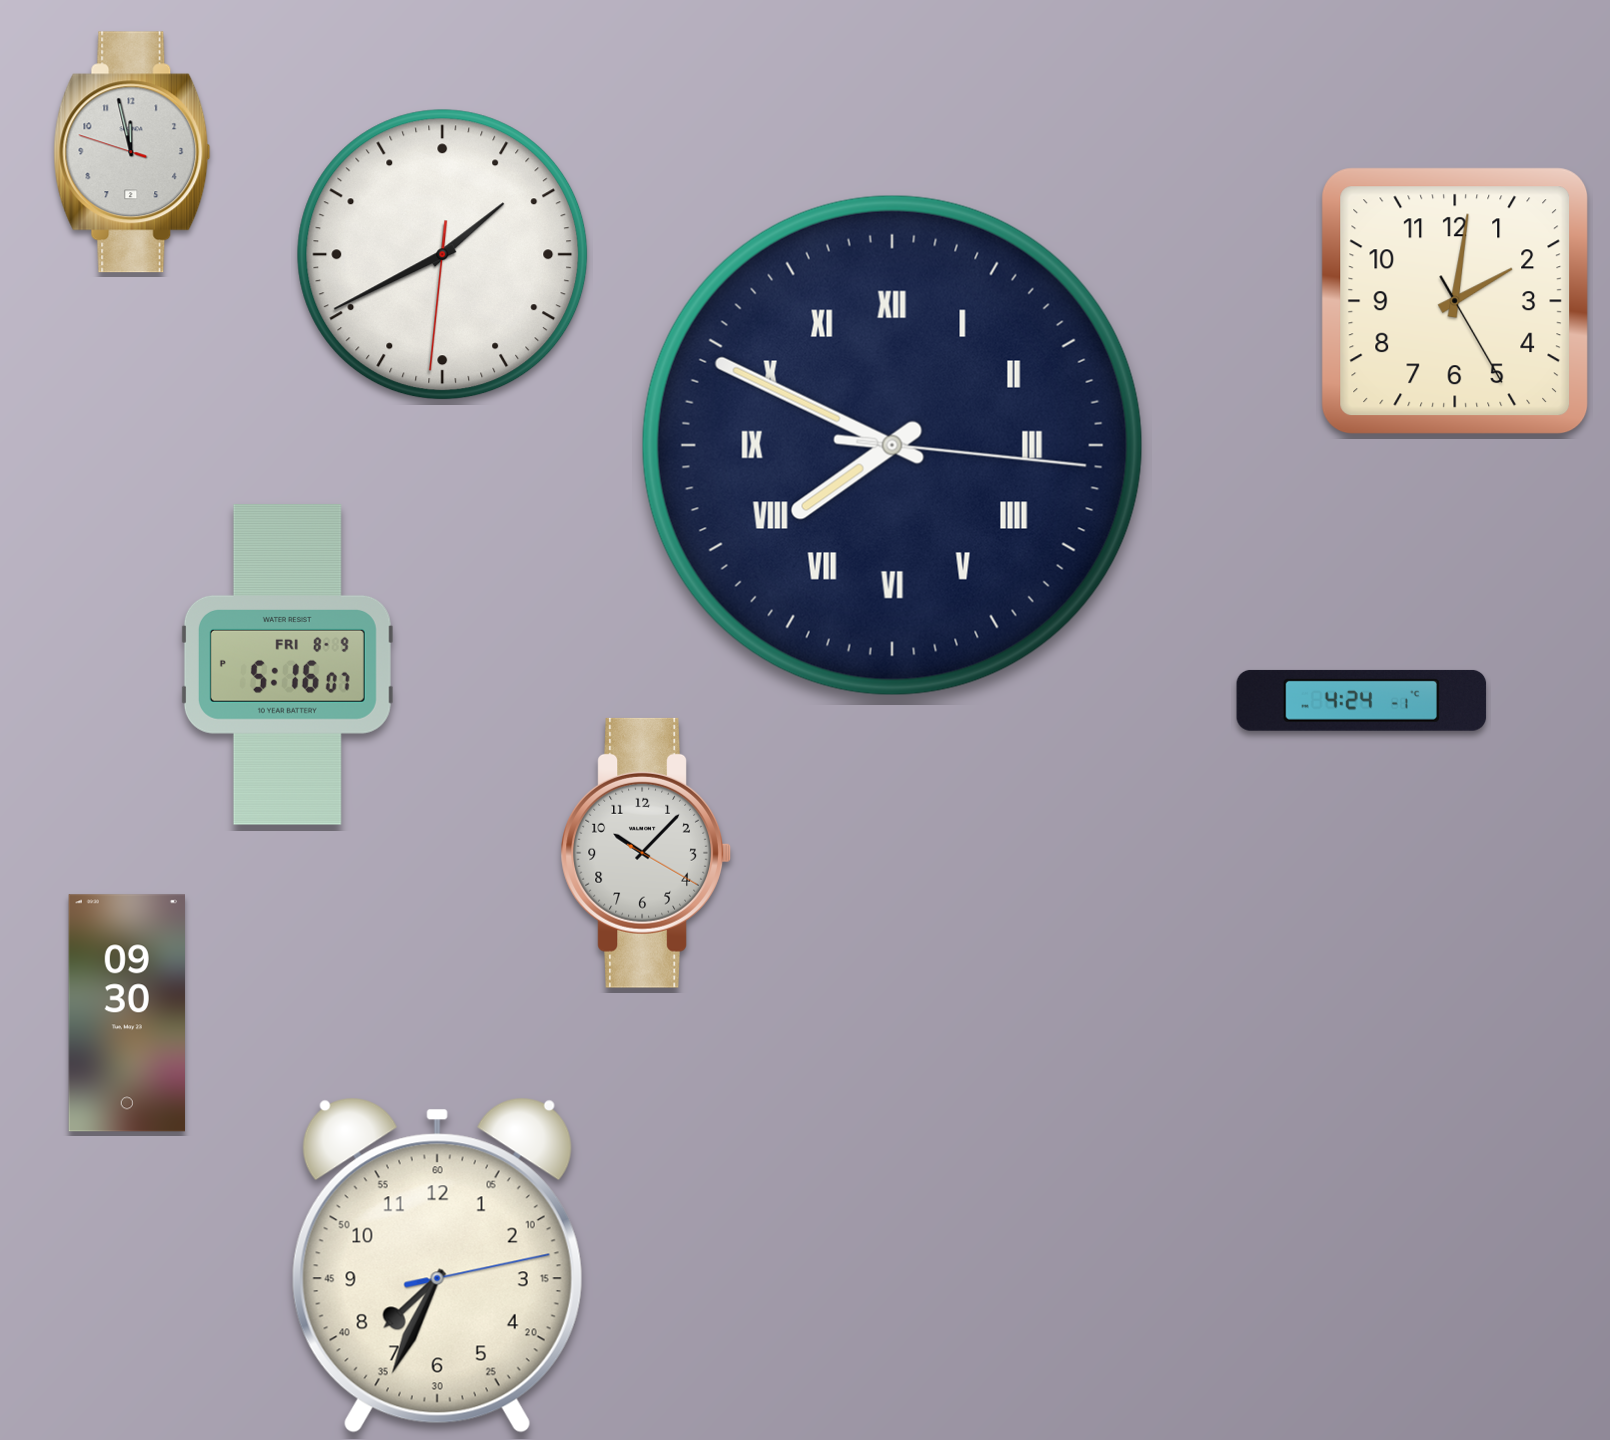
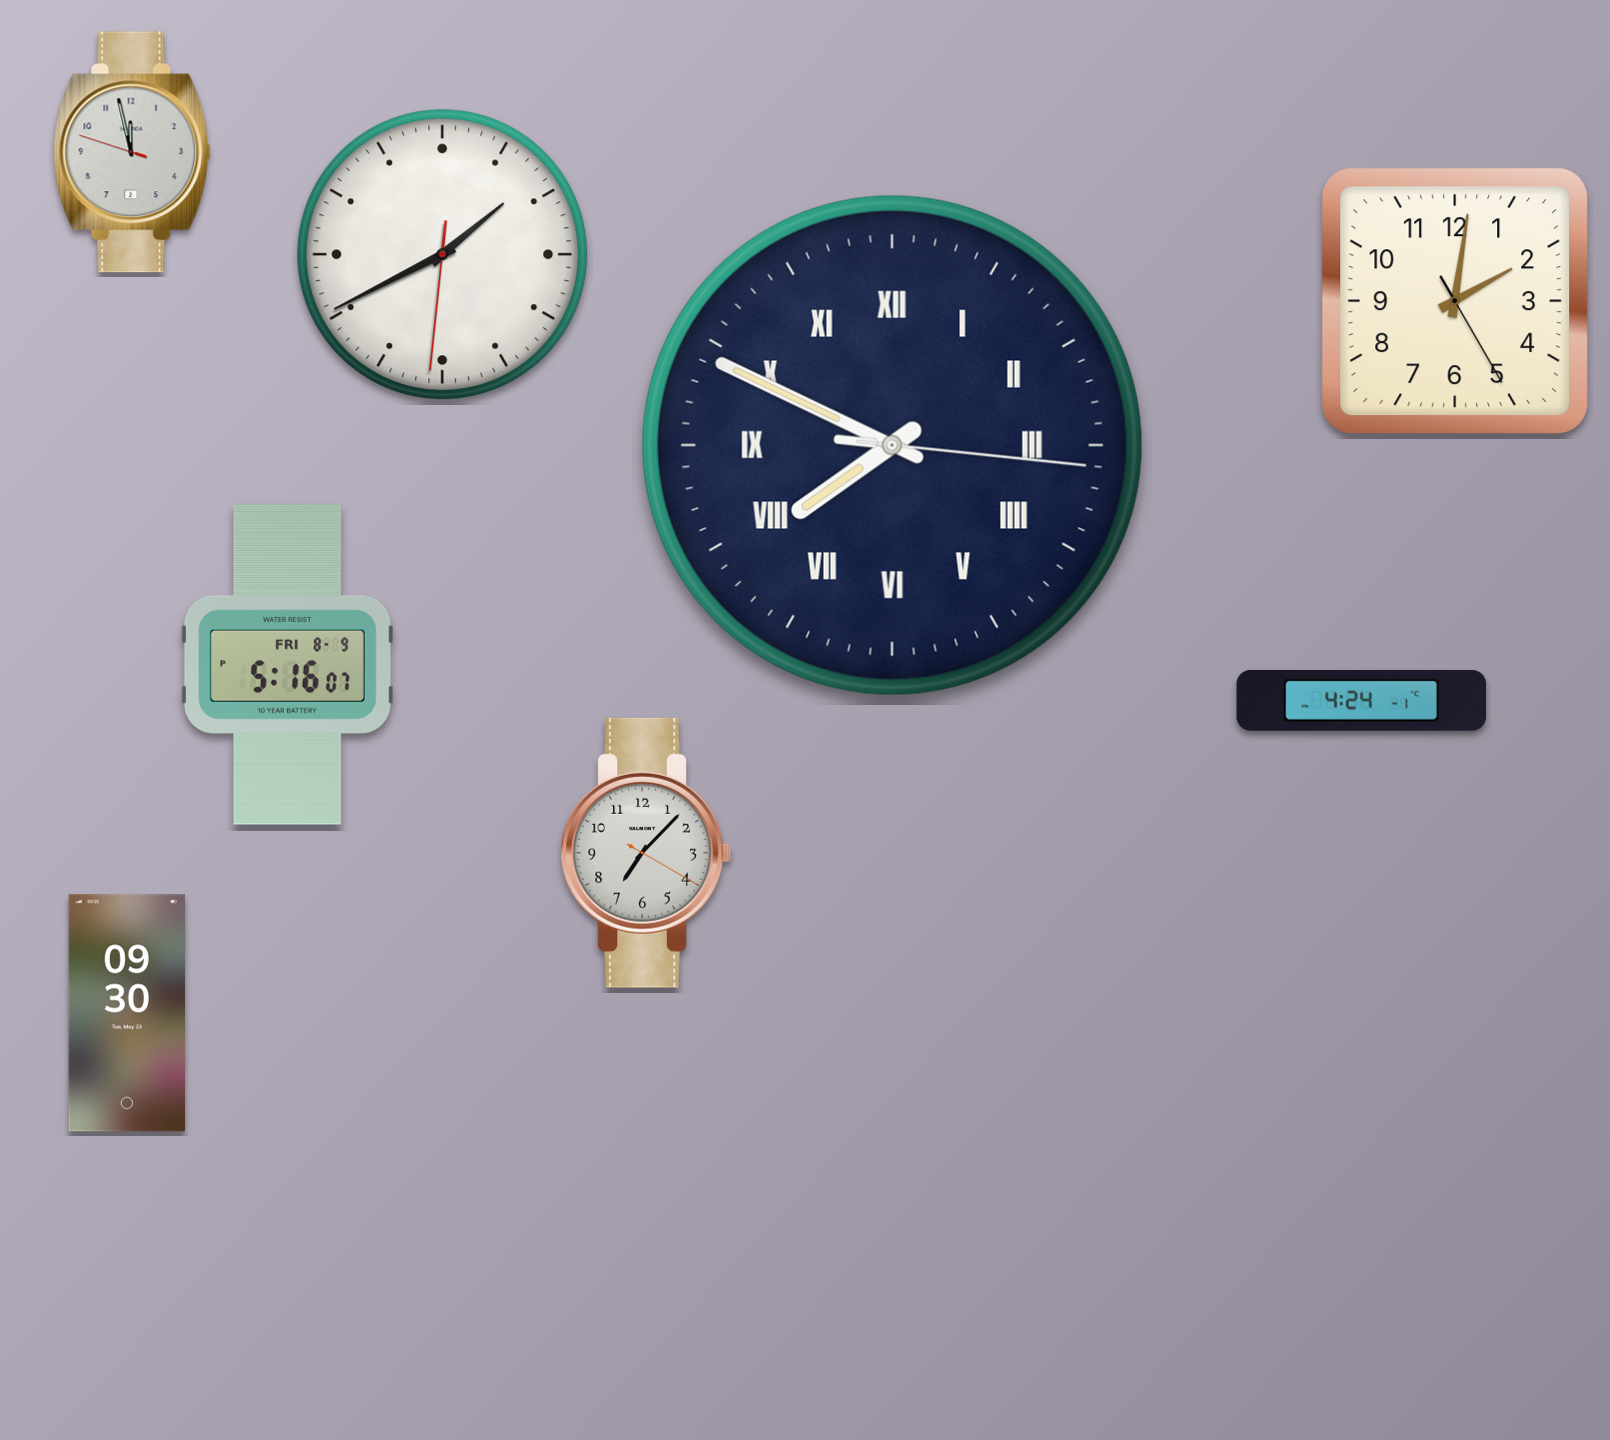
clock at (646, 853): 10:07 -> 7:07
clock at (437, 1265): 7:34 -> none
